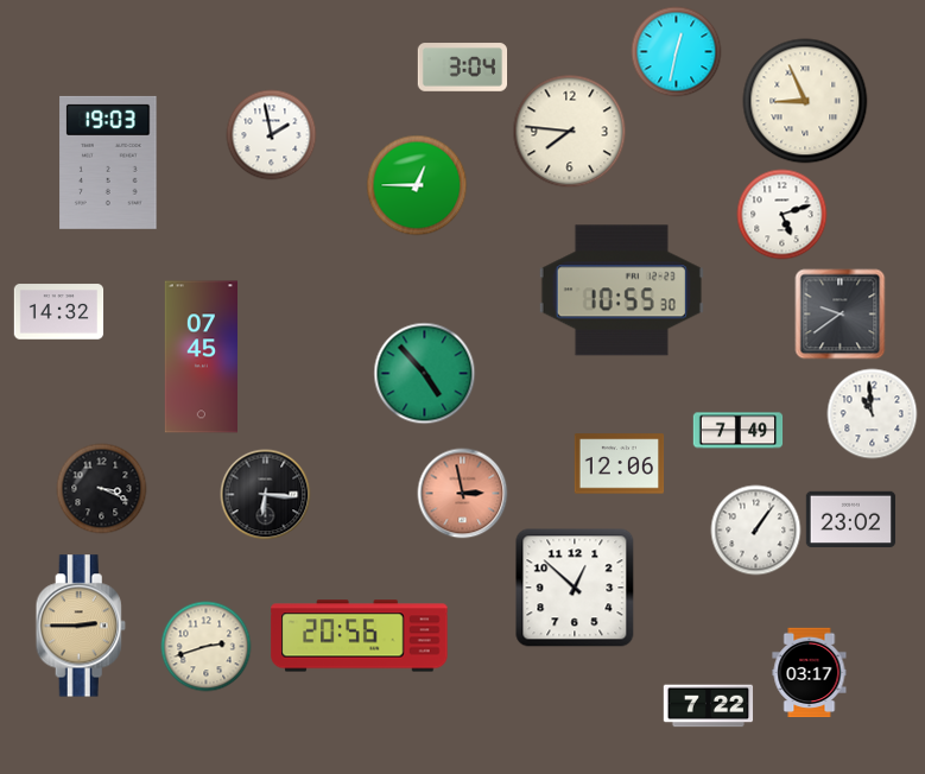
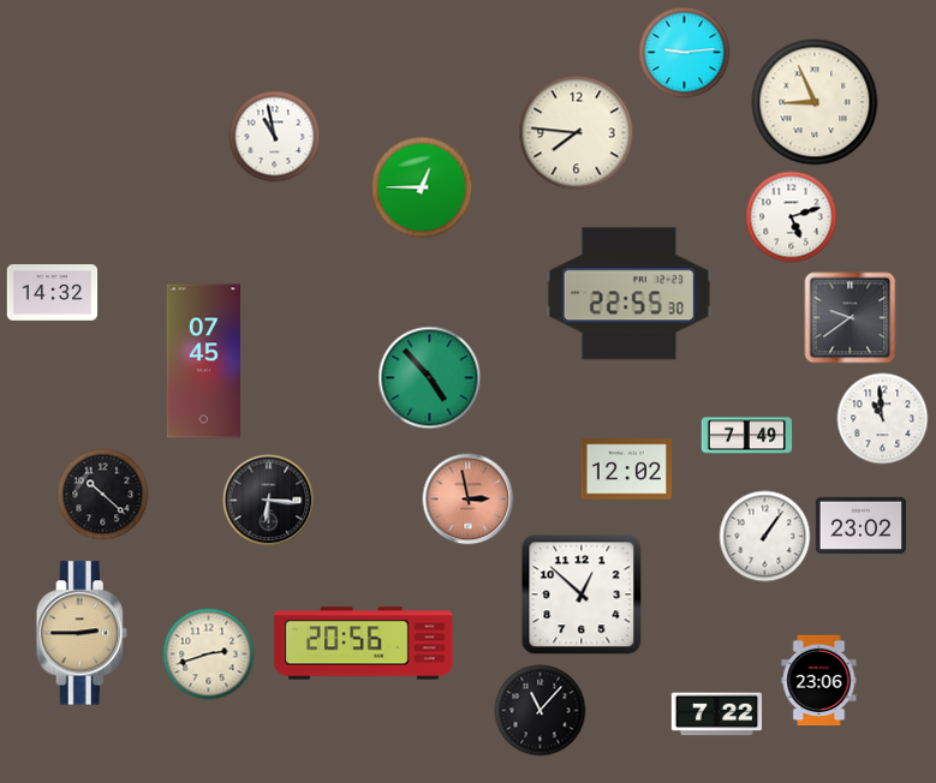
clock at (677, 52): 12:32 -> 9:14
clock at (463, 68): 3:04 -> none
clock at (272, 135): 1:58 -> 10:58
clock at (108, 163): 19:03 -> none
clock at (621, 291): 10:55 -> 22:55
clock at (59, 312) position: (59, 312) -> (53, 293)
clock at (620, 464): 12:06 -> 12:02
clock at (102, 489): 3:19 -> 10:22
clock at (810, 673): 03:17 -> 23:06
clock at (541, 711): none -> 11:07
